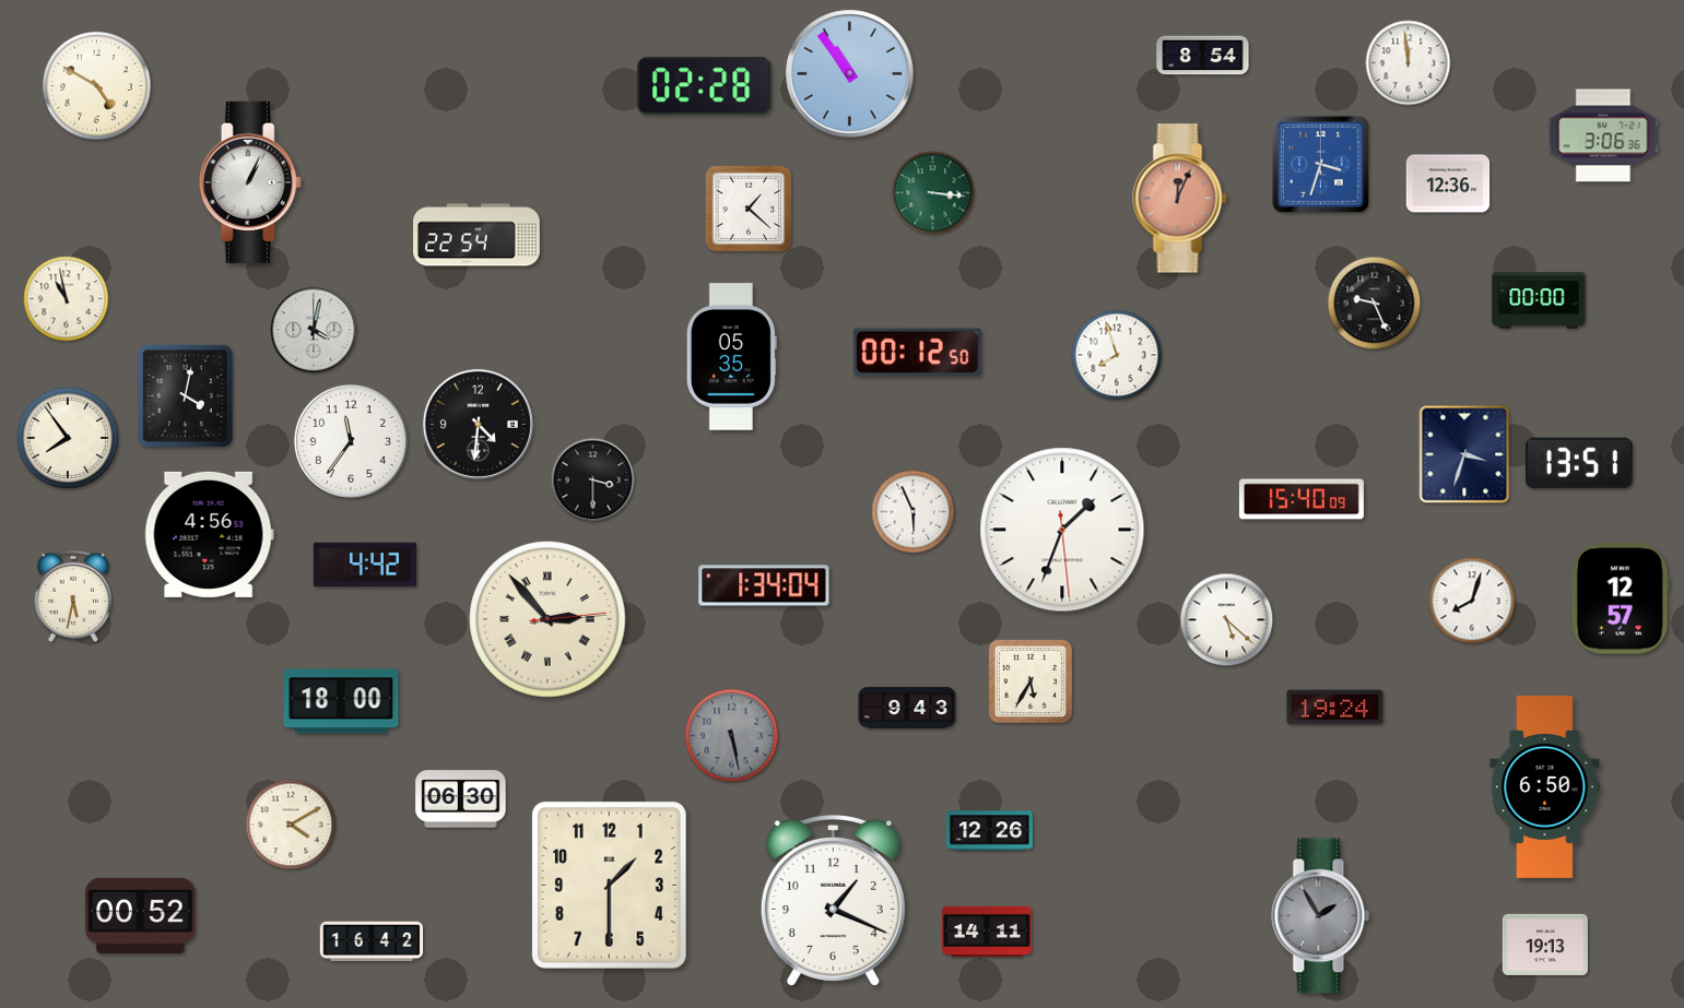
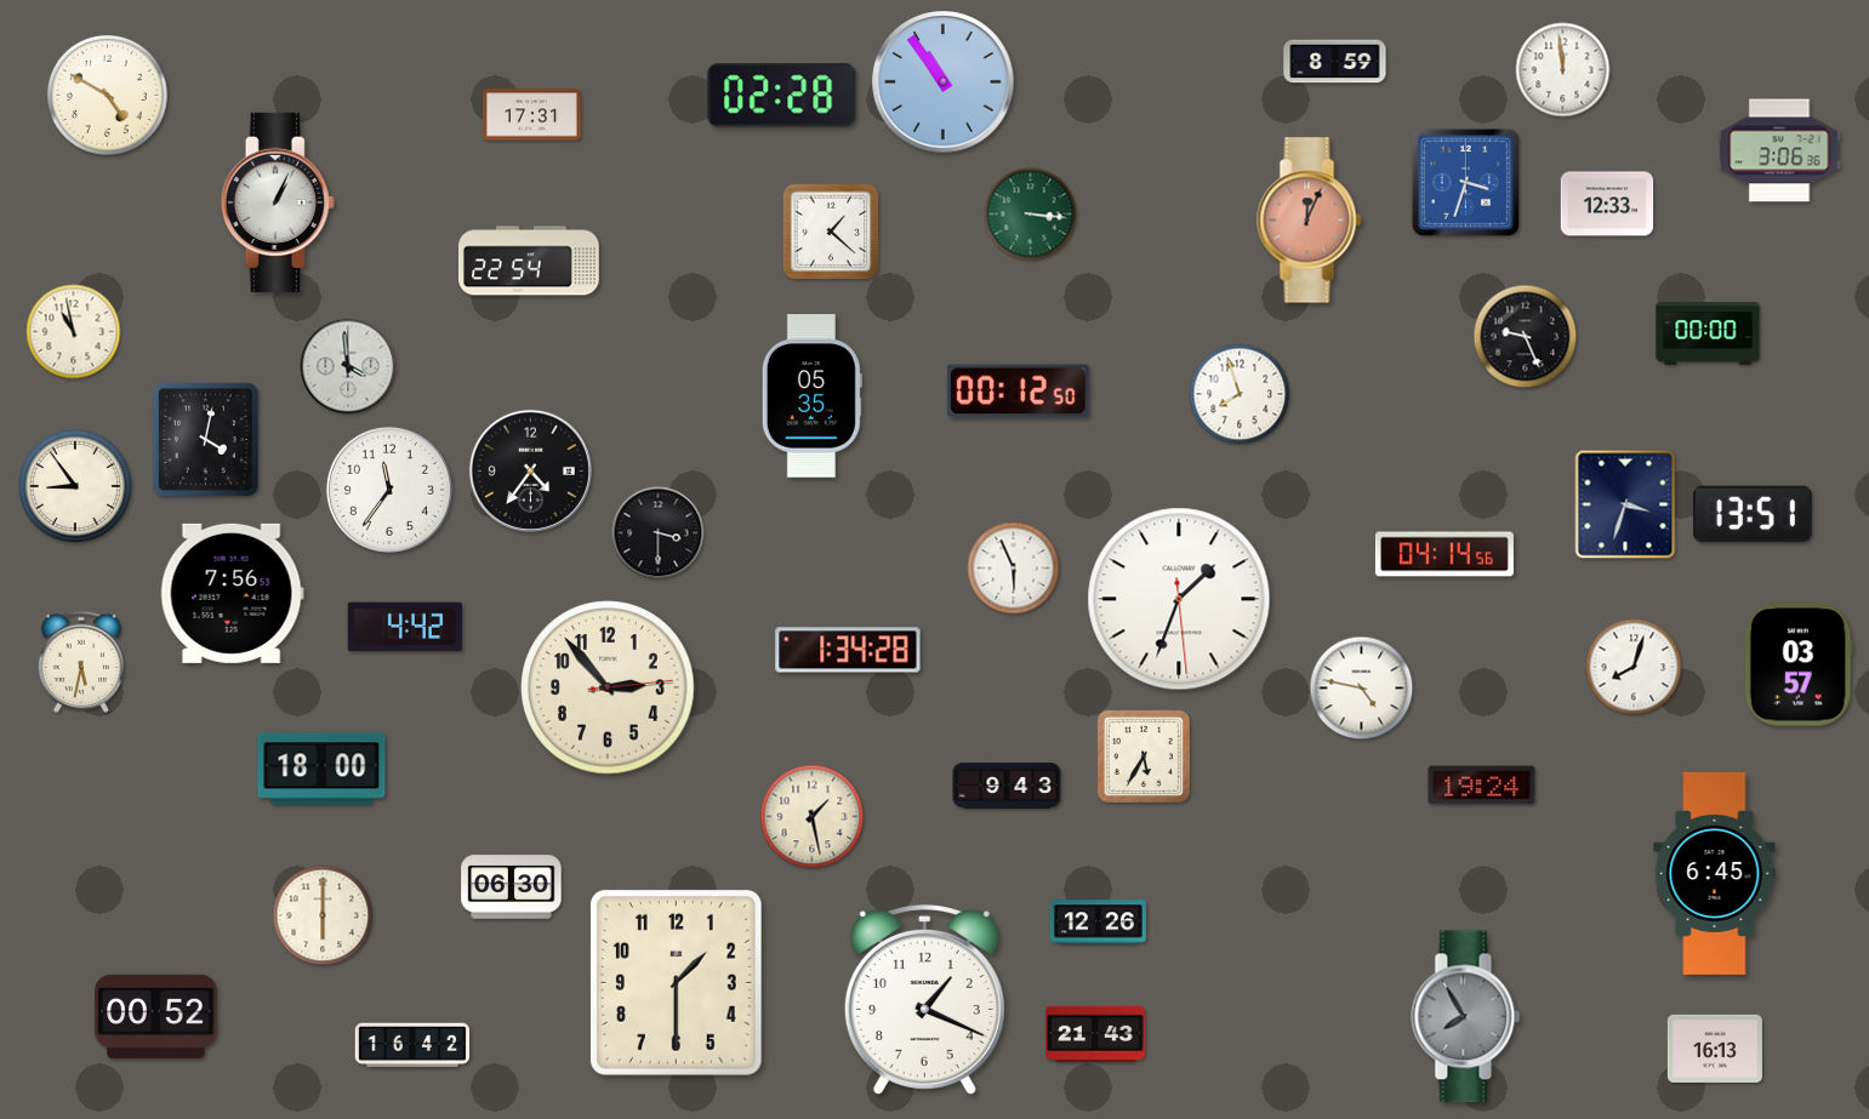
clock at (1203, 56): 8:54 -> 8:59
clock at (532, 115): none -> 17:31
clock at (1448, 183): 12:36 -> 12:33
clock at (933, 193) position: (933, 193) -> (1031, 215)
clock at (314, 330): 4:02 -> 3:59
clock at (478, 424): 4:31 -> 4:36
clock at (67, 437): 7:54 -> 8:54
clock at (1302, 499): 15:40 -> 04:14
clock at (1062, 530) position: (1062, 530) -> (1179, 599)
clock at (209, 534): 4:56 -> 7:56
clock at (764, 585): 1:34:04 -> 1:34:28
clock at (1621, 598): 12:57 -> 03:57
clock at (547, 619) numerals: Roman -> Arabic
clock at (1227, 620): 5:22 -> 4:47
clock at (341, 701) position: (341, 701) -> (321, 769)
clock at (732, 736): 5:28 -> 1:28
clock at (732, 736) dial: grey -> cream
clock at (1545, 786): 6:50 -> 6:45
clock at (291, 825): 4:10 -> 6:00
clock at (1321, 916): 1:55 -> 7:55
clock at (987, 932): 14:11 -> 21:43
clock at (1545, 945): 19:13 -> 16:13
